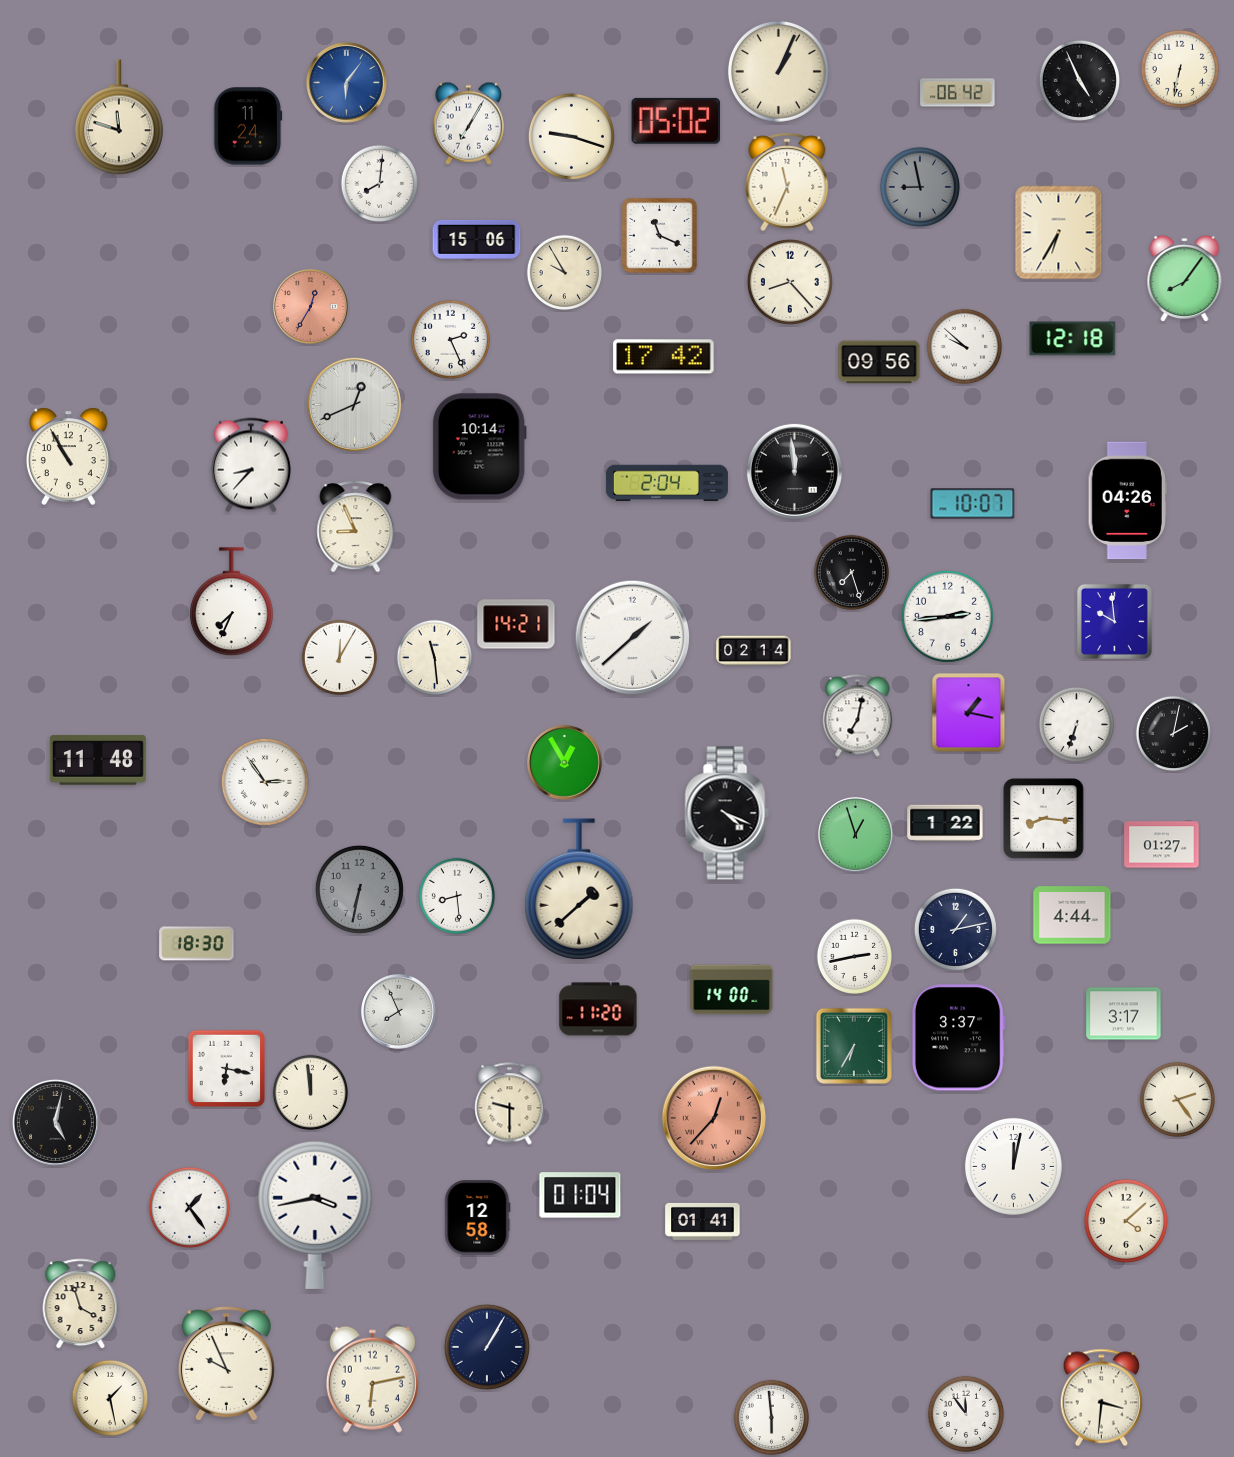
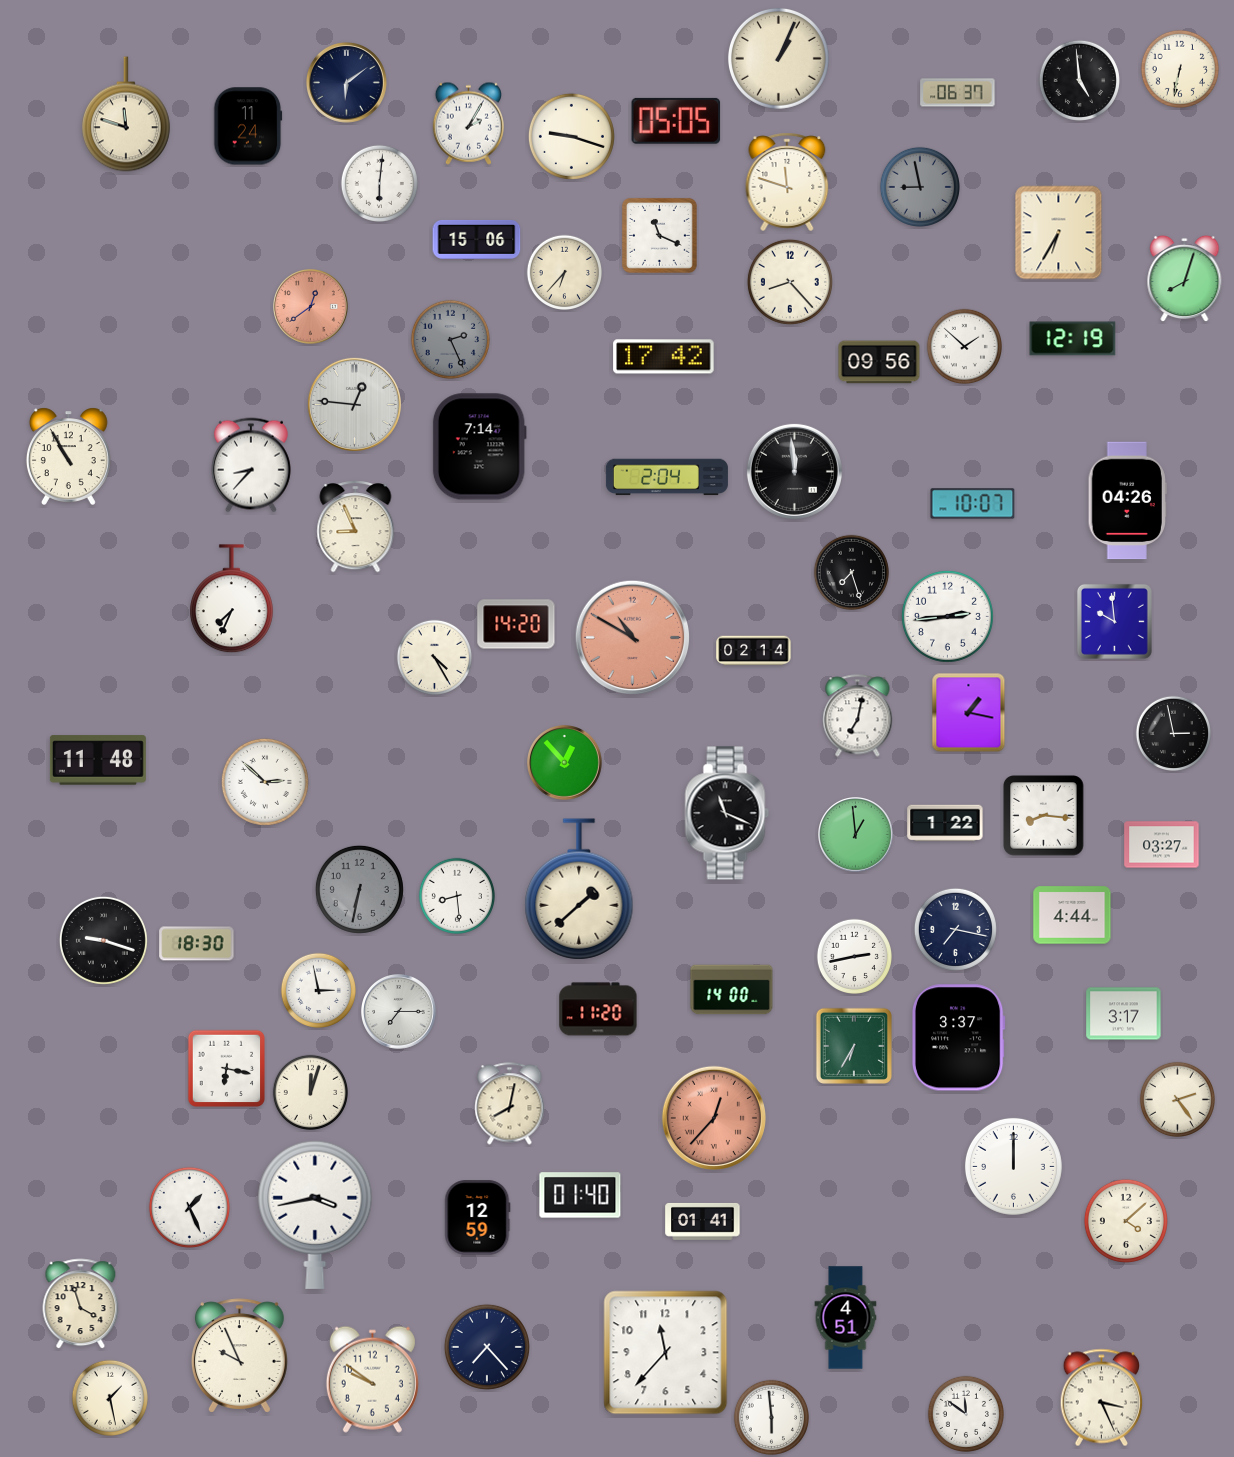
clock at (778, 71) position: (778, 71) -> (778, 58)
clock at (1079, 80): 4:56 -> 4:59
clock at (346, 82): 6:06 -> 6:09
clock at (346, 82) dial: blue -> navy
clock at (958, 93): 06:42 -> 06:37
clock at (120, 117) position: (120, 117) -> (127, 114)
clock at (676, 121): 05:02 -> 05:05
clock at (468, 123): 7:05 -> 2:05
clock at (787, 182): 11:34 -> 11:48
clock at (379, 183): 8:01 -> 6:01
clock at (564, 272): 9:55 -> 6:37
clock at (1185, 279): 8:06 -> 8:03
clock at (311, 307): 12:35 -> 12:39
clock at (450, 339) dial: white -> grey
clock at (1073, 339): 12:18 -> 12:19
clock at (964, 346): 9:52 -> 1:52
clock at (354, 404): 12:41 -> 12:46
clock at (479, 447): 10:14 -> 7:14
clock at (667, 483) position: (667, 483) -> (667, 477)
clock at (231, 602) position: (231, 602) -> (231, 599)
clock at (516, 624): 14:21 -> 14:20
clock at (632, 637): 1:38 -> 10:50
clock at (632, 637) dial: white -> salmon
clock at (339, 657): 12:05 -> none
clock at (434, 657): 11:29 -> 4:25
clock at (1076, 724): 6:33 -> none
clock at (1173, 733): 2:02 -> 2:58
clock at (565, 763): 12:55 -> 12:53
clock at (265, 782): 2:54 -> 2:52
clock at (727, 813): 4:19 -> 11:19
clock at (1044, 819) position: (1044, 819) -> (1044, 816)
clock at (856, 835): 12:57 -> 12:59
clock at (1162, 845): 01:27 -> 03:27
clock at (955, 929): 1:13 -> 7:17
clock at (103, 940): none -> 9:18
clock at (318, 990): none -> 2:58
clock at (399, 1012): 7:56 -> 7:15
clock at (310, 1092): 11:59 -> 12:03
clock at (510, 1104): 9:30 -> 8:02
clock at (55, 1122): 5:02 -> none
clock at (1013, 1166): 12:02 -> 12:00
clock at (580, 1195): 01:04 -> 01:40
clock at (189, 1207): 1:24 -> 1:26
clock at (478, 1218): 12:58 -> 12:59
clock at (846, 1318): none -> 4:51
clock at (487, 1347): 1:05 -> 7:23
clock at (666, 1353): none -> 11:37
clock at (226, 1364) position: (226, 1364) -> (239, 1356)
clock at (372, 1379): 6:13 -> 9:51
clock at (1101, 1398): 3:31 -> 3:26
clock at (965, 1413): 11:54 -> 11:51
